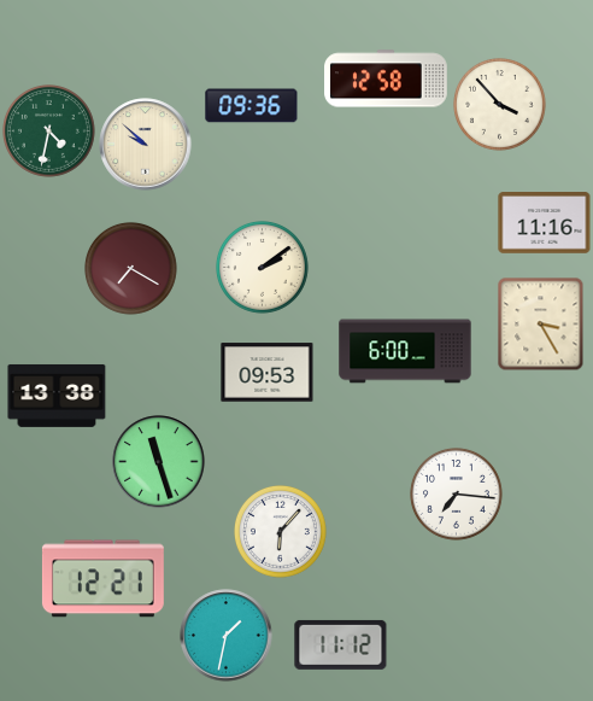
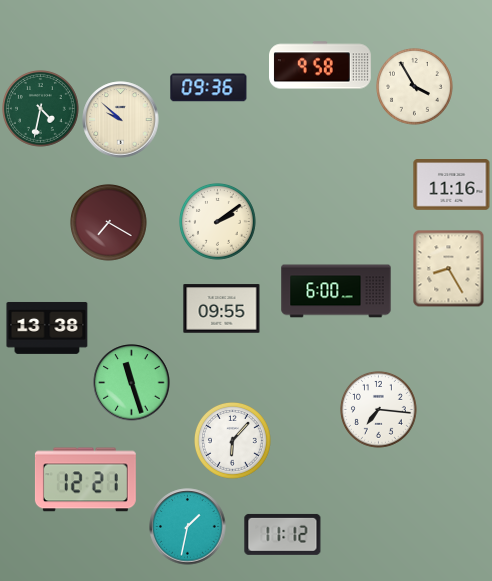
clock at (387, 78): 12:58 -> 9:58
clock at (500, 105): 3:53 -> 3:55
clock at (541, 323): 3:25 -> 8:25
clock at (268, 373): 09:53 -> 09:55
